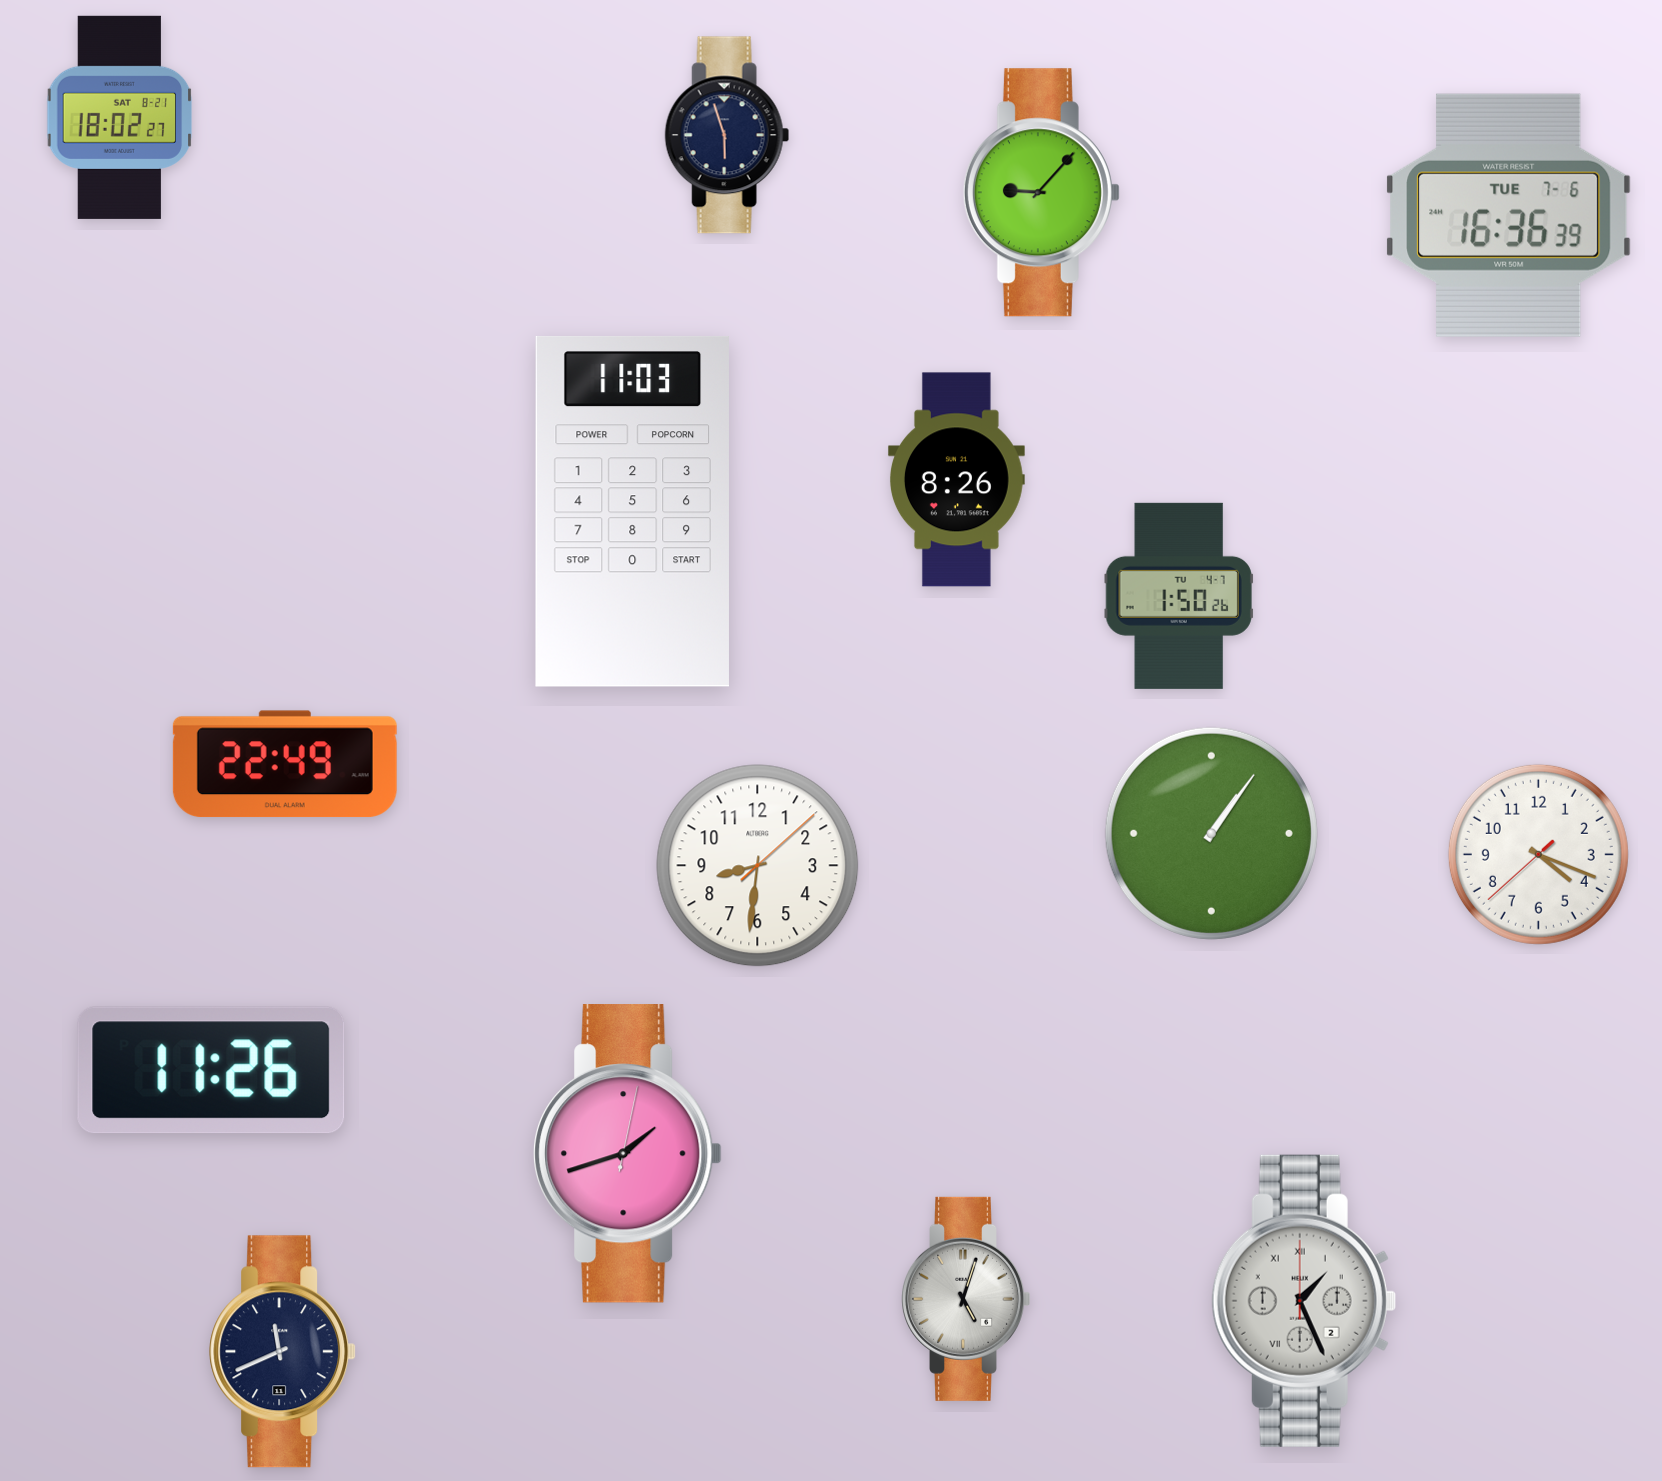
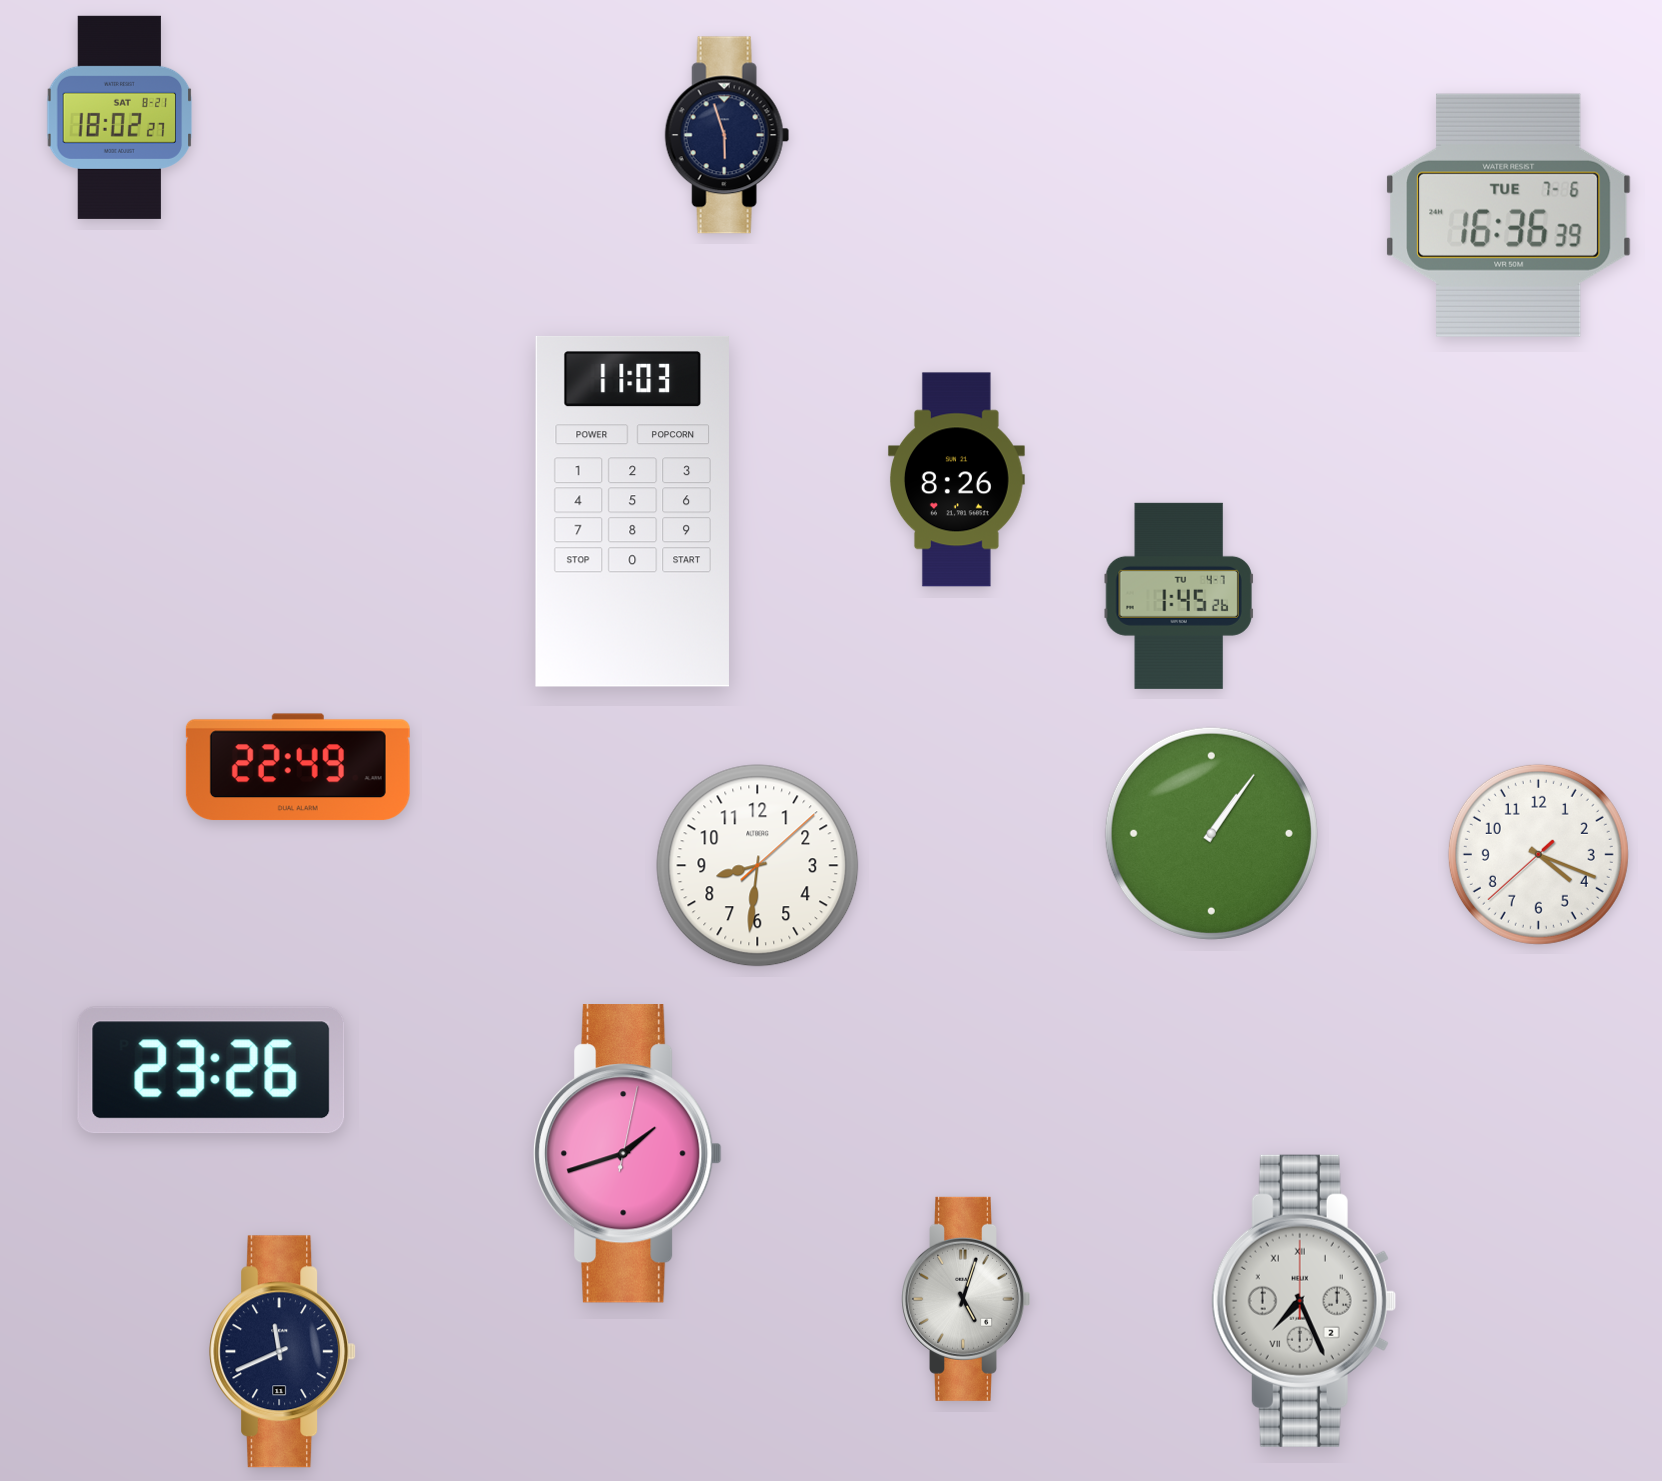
clock at (1041, 193): 9:07 -> none
clock at (1179, 596): 1:50 -> 1:45
clock at (285, 764) position: (285, 764) -> (298, 767)
clock at (211, 1070): 11:26 -> 23:26
clock at (1304, 1301): 1:26 -> 7:26
